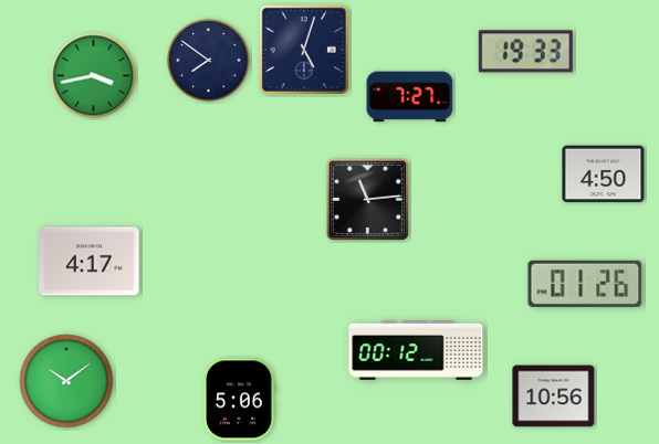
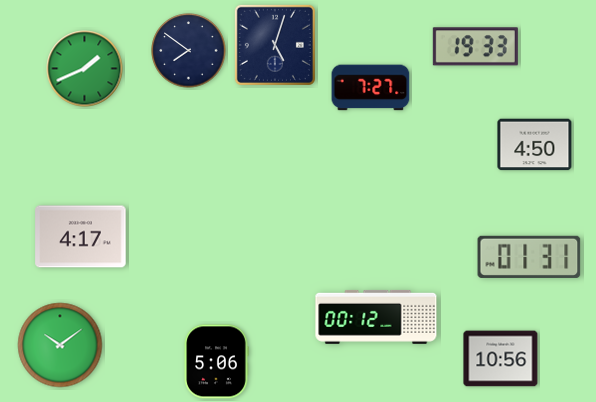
clock at (209, 61) position: (209, 61) -> (189, 51)
clock at (94, 76): 3:43 -> 1:41
clock at (604, 175) position: (604, 175) -> (535, 145)
clock at (367, 199): 11:14 -> none
clock at (585, 284): 01:26 -> 01:31
